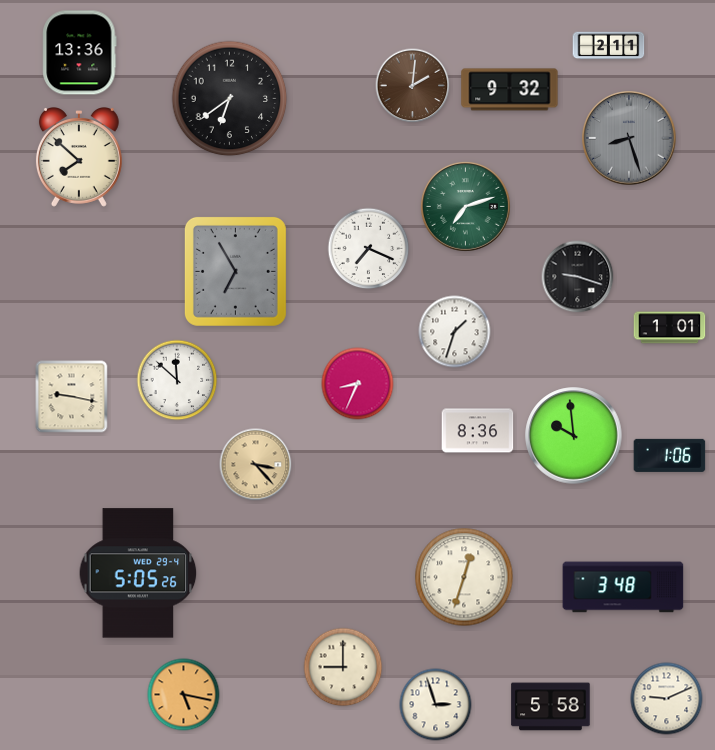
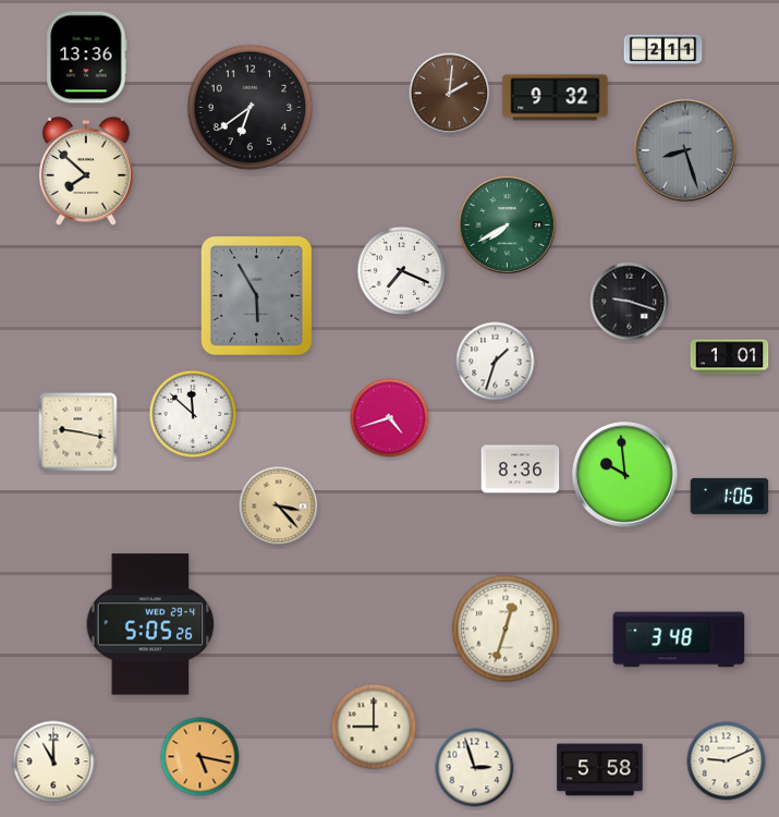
clock at (465, 206): 7:12 -> 7:40
clock at (235, 271): 6:55 -> 5:55
clock at (358, 384): 8:34 -> 4:42
clock at (53, 761): none -> 11:00
